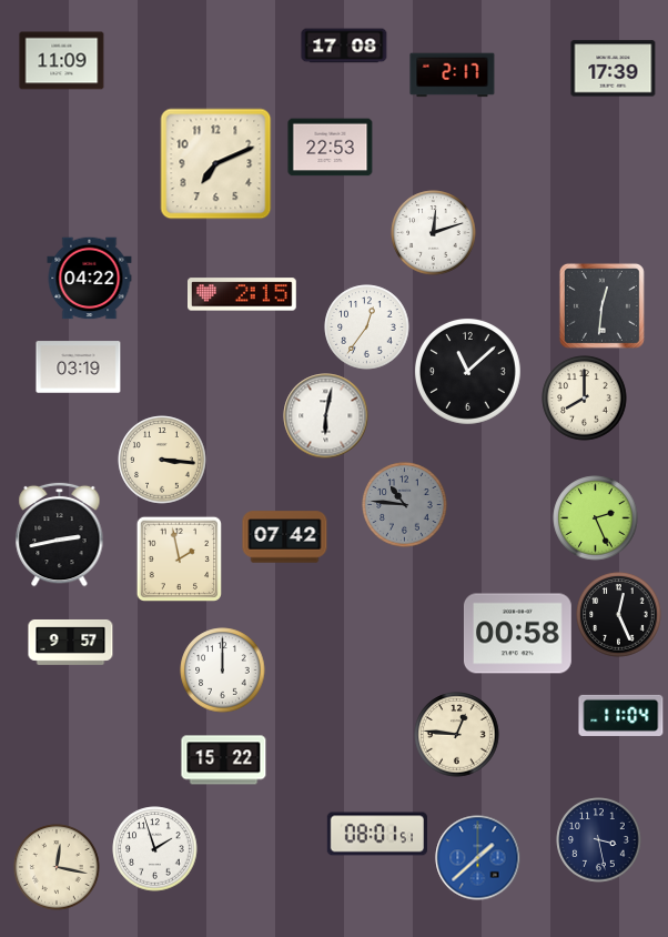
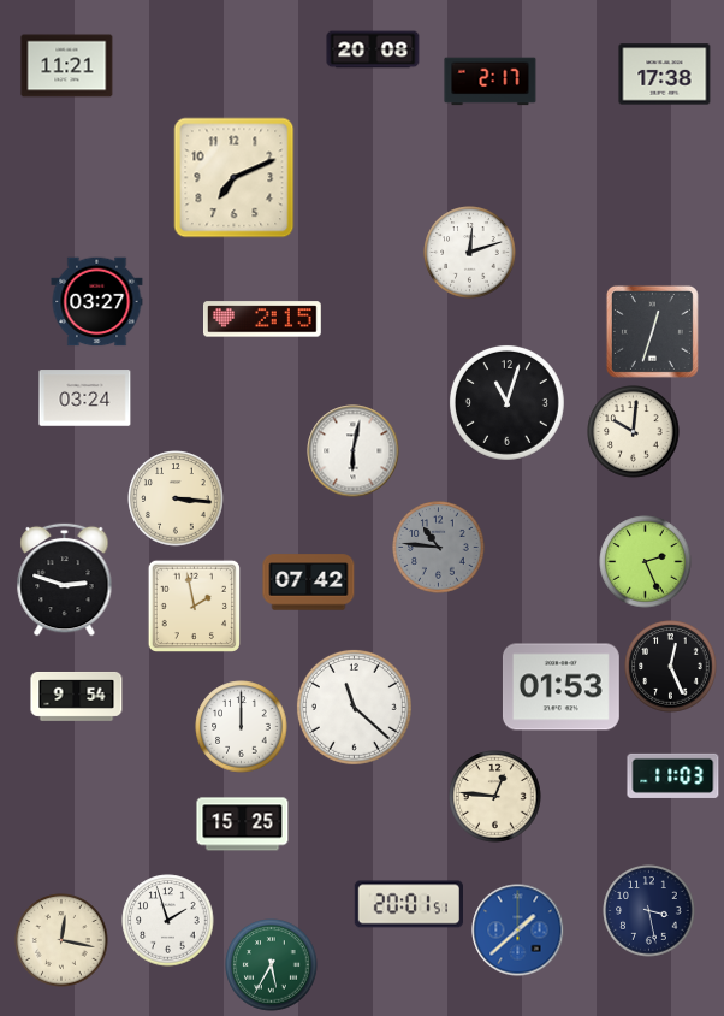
clock at (344, 46): 17:08 -> 20:08
clock at (62, 61): 11:09 -> 11:21
clock at (614, 69): 17:39 -> 17:38
clock at (331, 148): 22:53 -> none
clock at (90, 279): 04:22 -> 03:27
clock at (601, 305): 12:31 -> 12:33
clock at (367, 328): 12:36 -> none
clock at (79, 367): 03:19 -> 03:24
clock at (467, 371): 11:08 -> 11:03
clock at (585, 399): 8:00 -> 10:01
clock at (60, 534): 2:43 -> 2:48
clock at (517, 634): 00:58 -> 01:53
clock at (71, 642): 9:57 -> 9:54
clock at (354, 707): none -> 11:22
clock at (621, 715): 11:04 -> 11:03
clock at (224, 760): 15:22 -> 15:25
clock at (376, 834): 08:01 -> 20:01
clock at (272, 965): none -> 5:35
